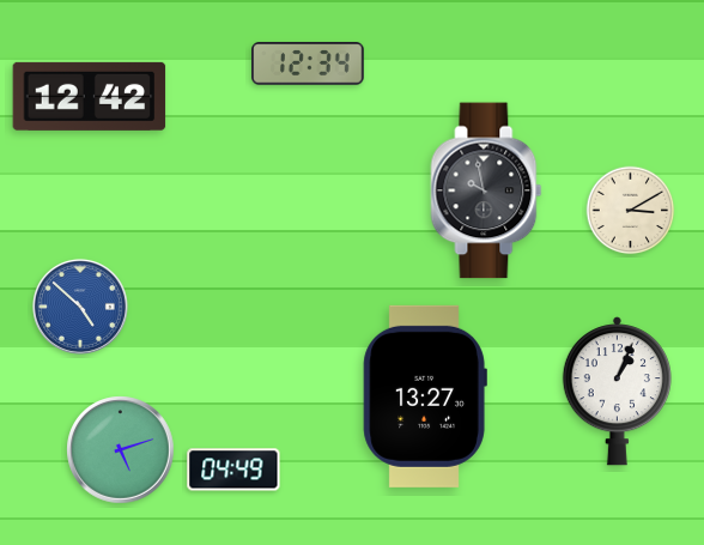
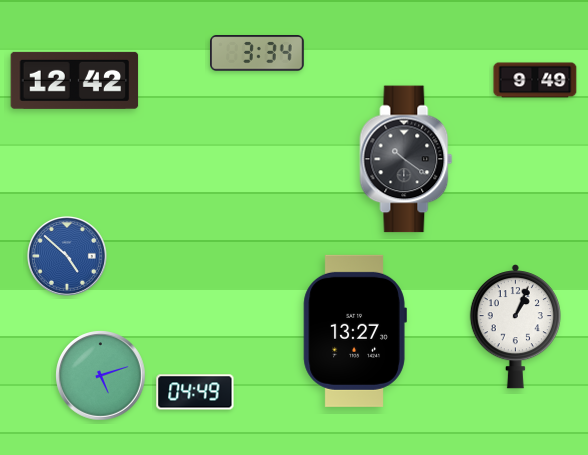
clock at (308, 63): 12:34 -> 3:34
clock at (535, 80): none -> 9:49
clock at (486, 190): 9:58 -> 10:21
clock at (631, 211): 3:10 -> none
